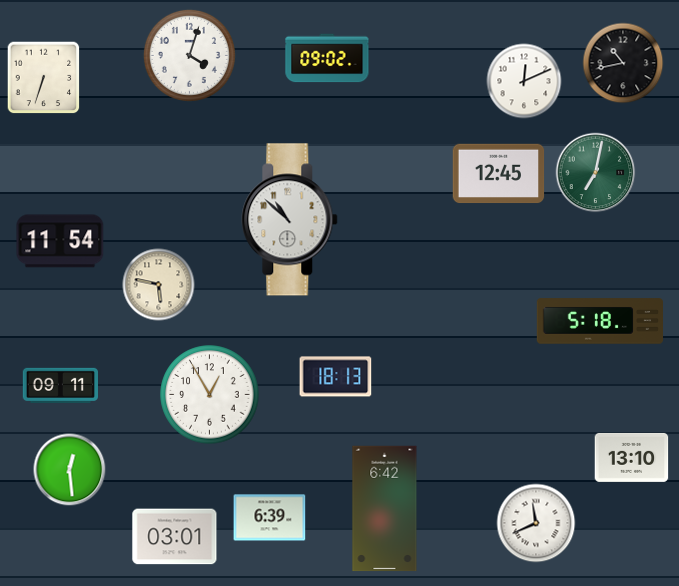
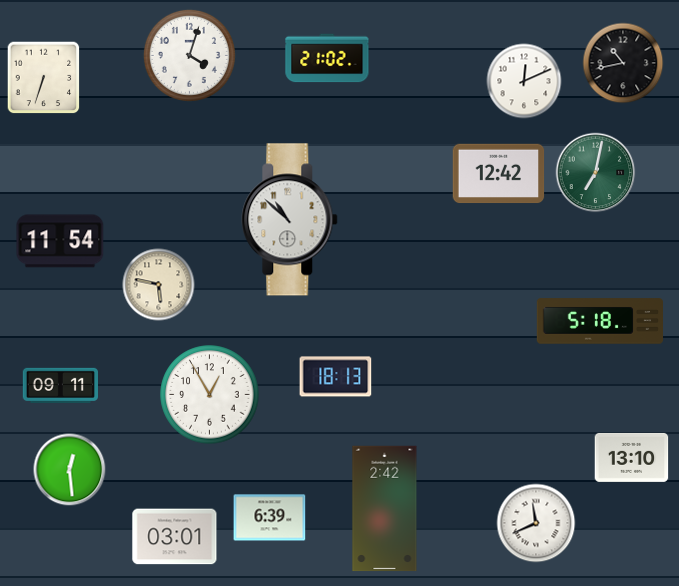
clock at (327, 58): 09:02 -> 21:02
clock at (499, 174): 12:45 -> 12:42
clock at (385, 509): 6:42 -> 2:42
